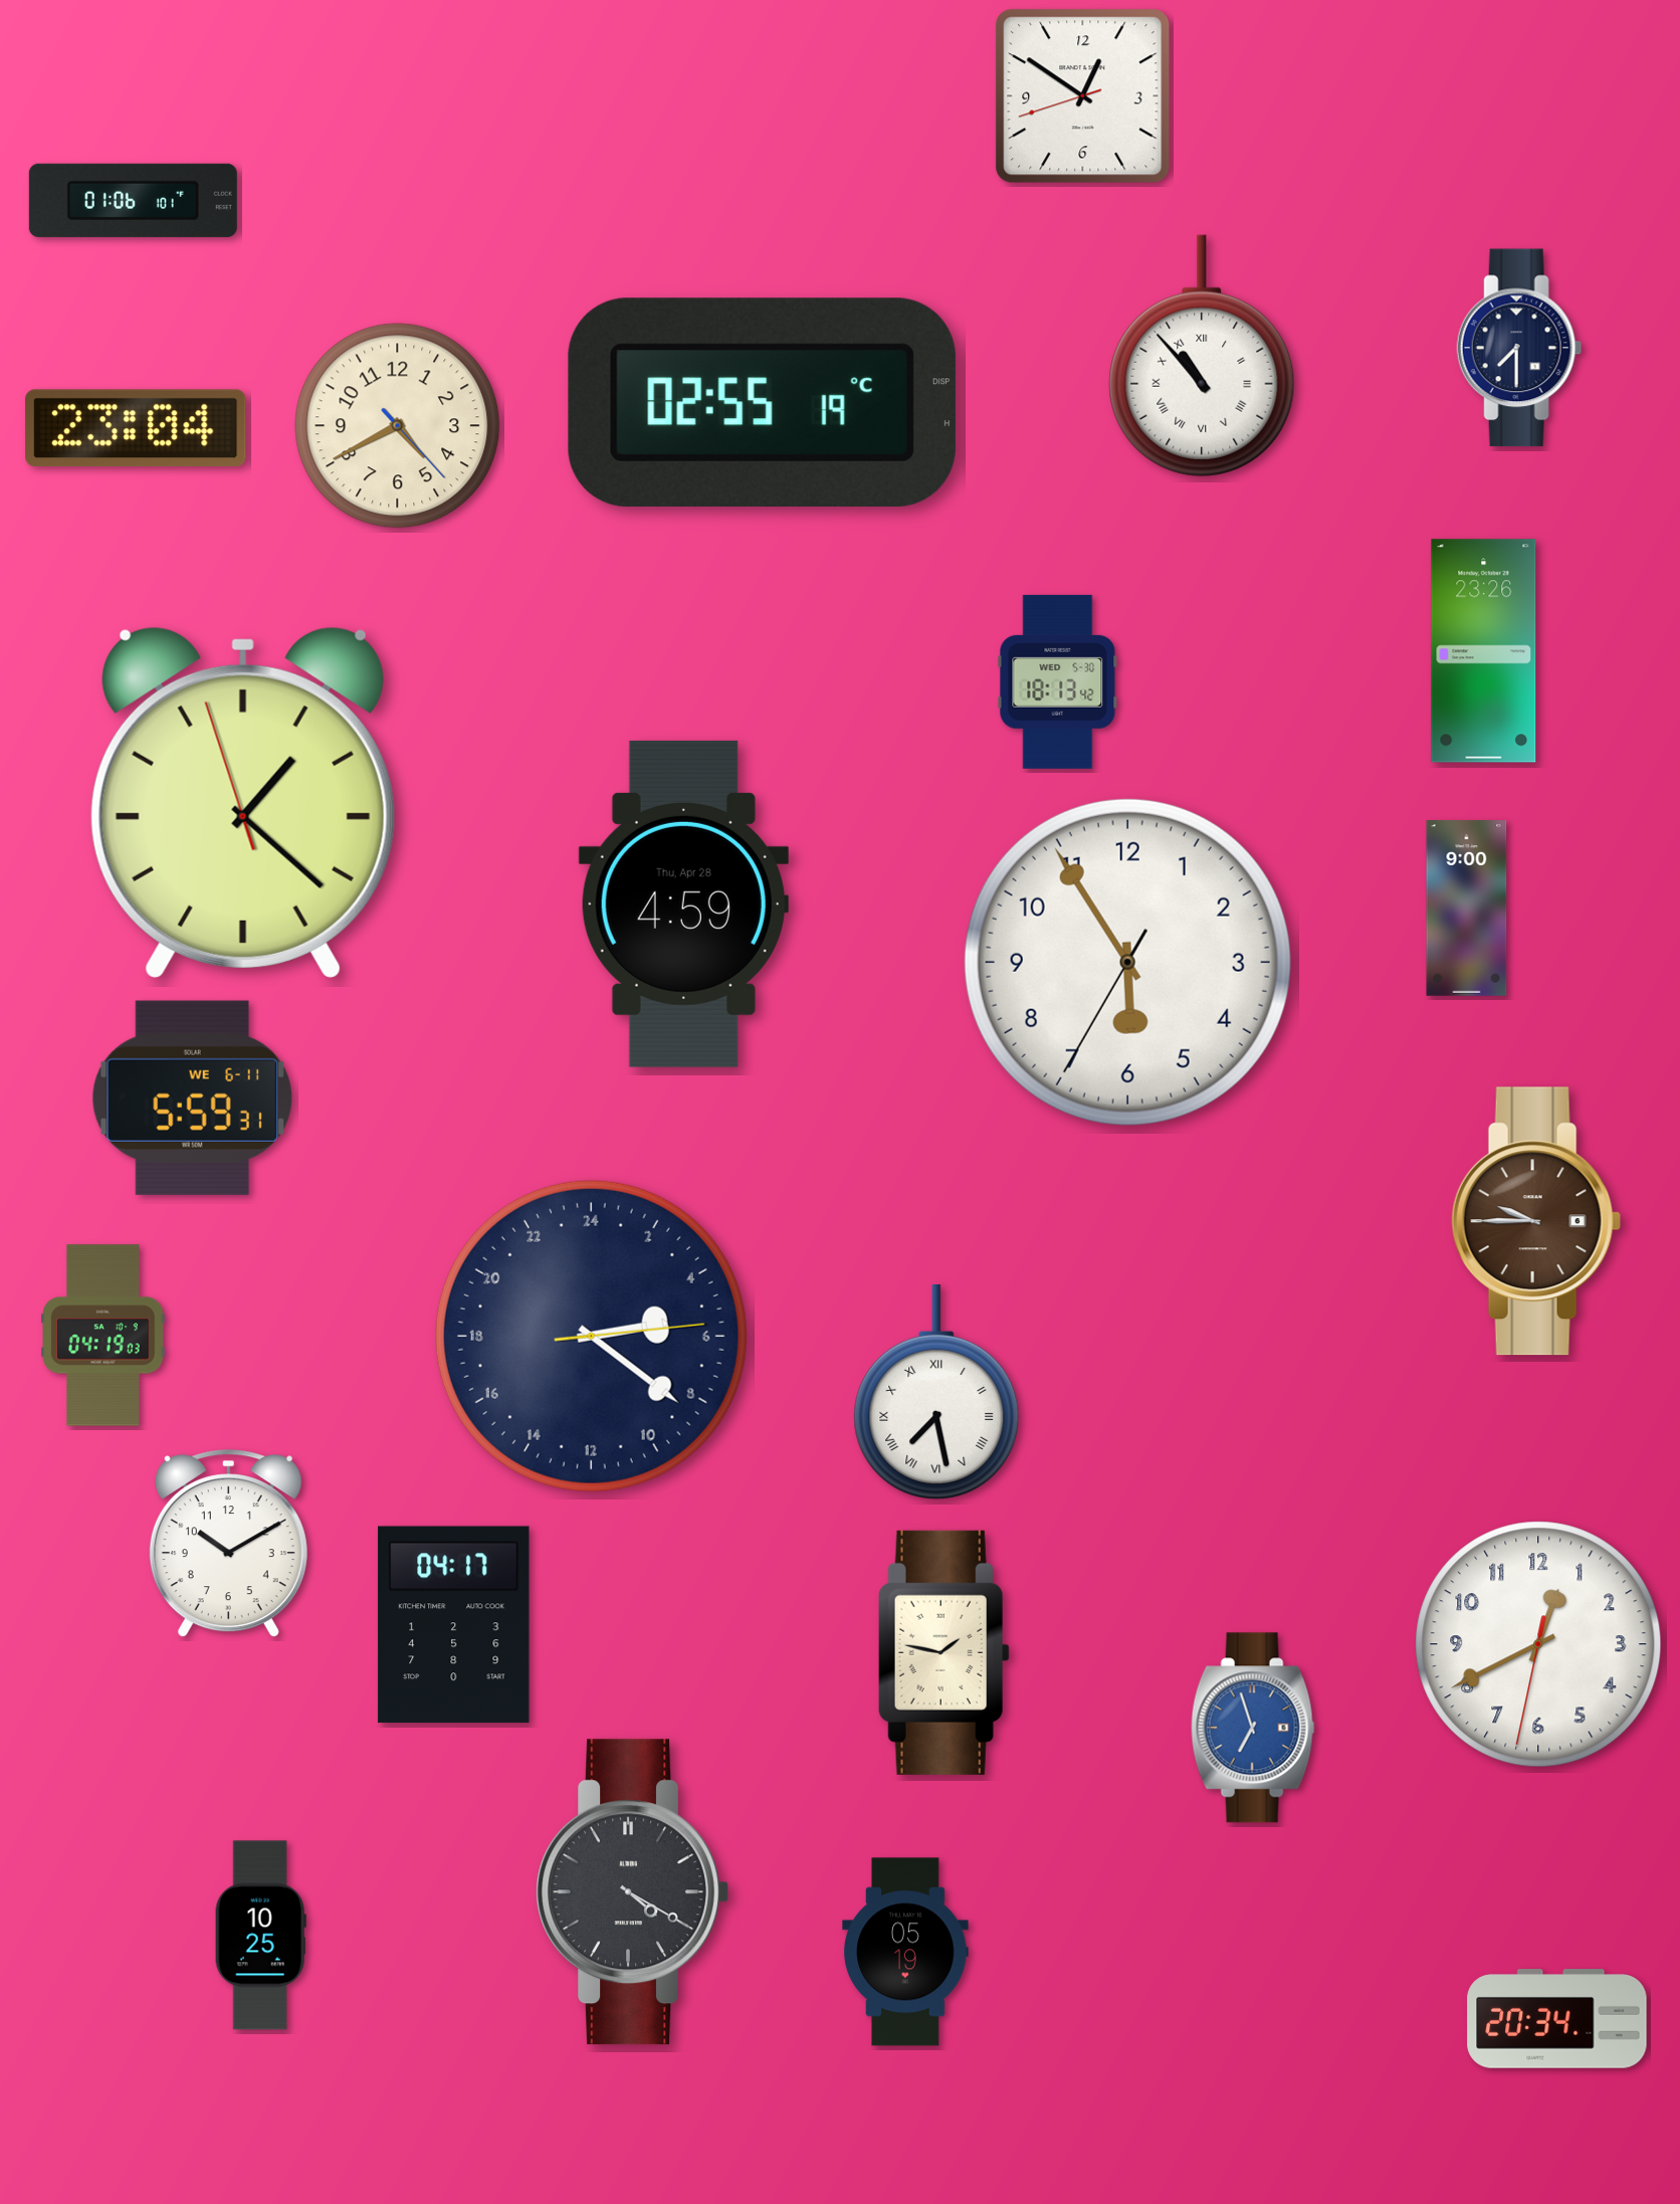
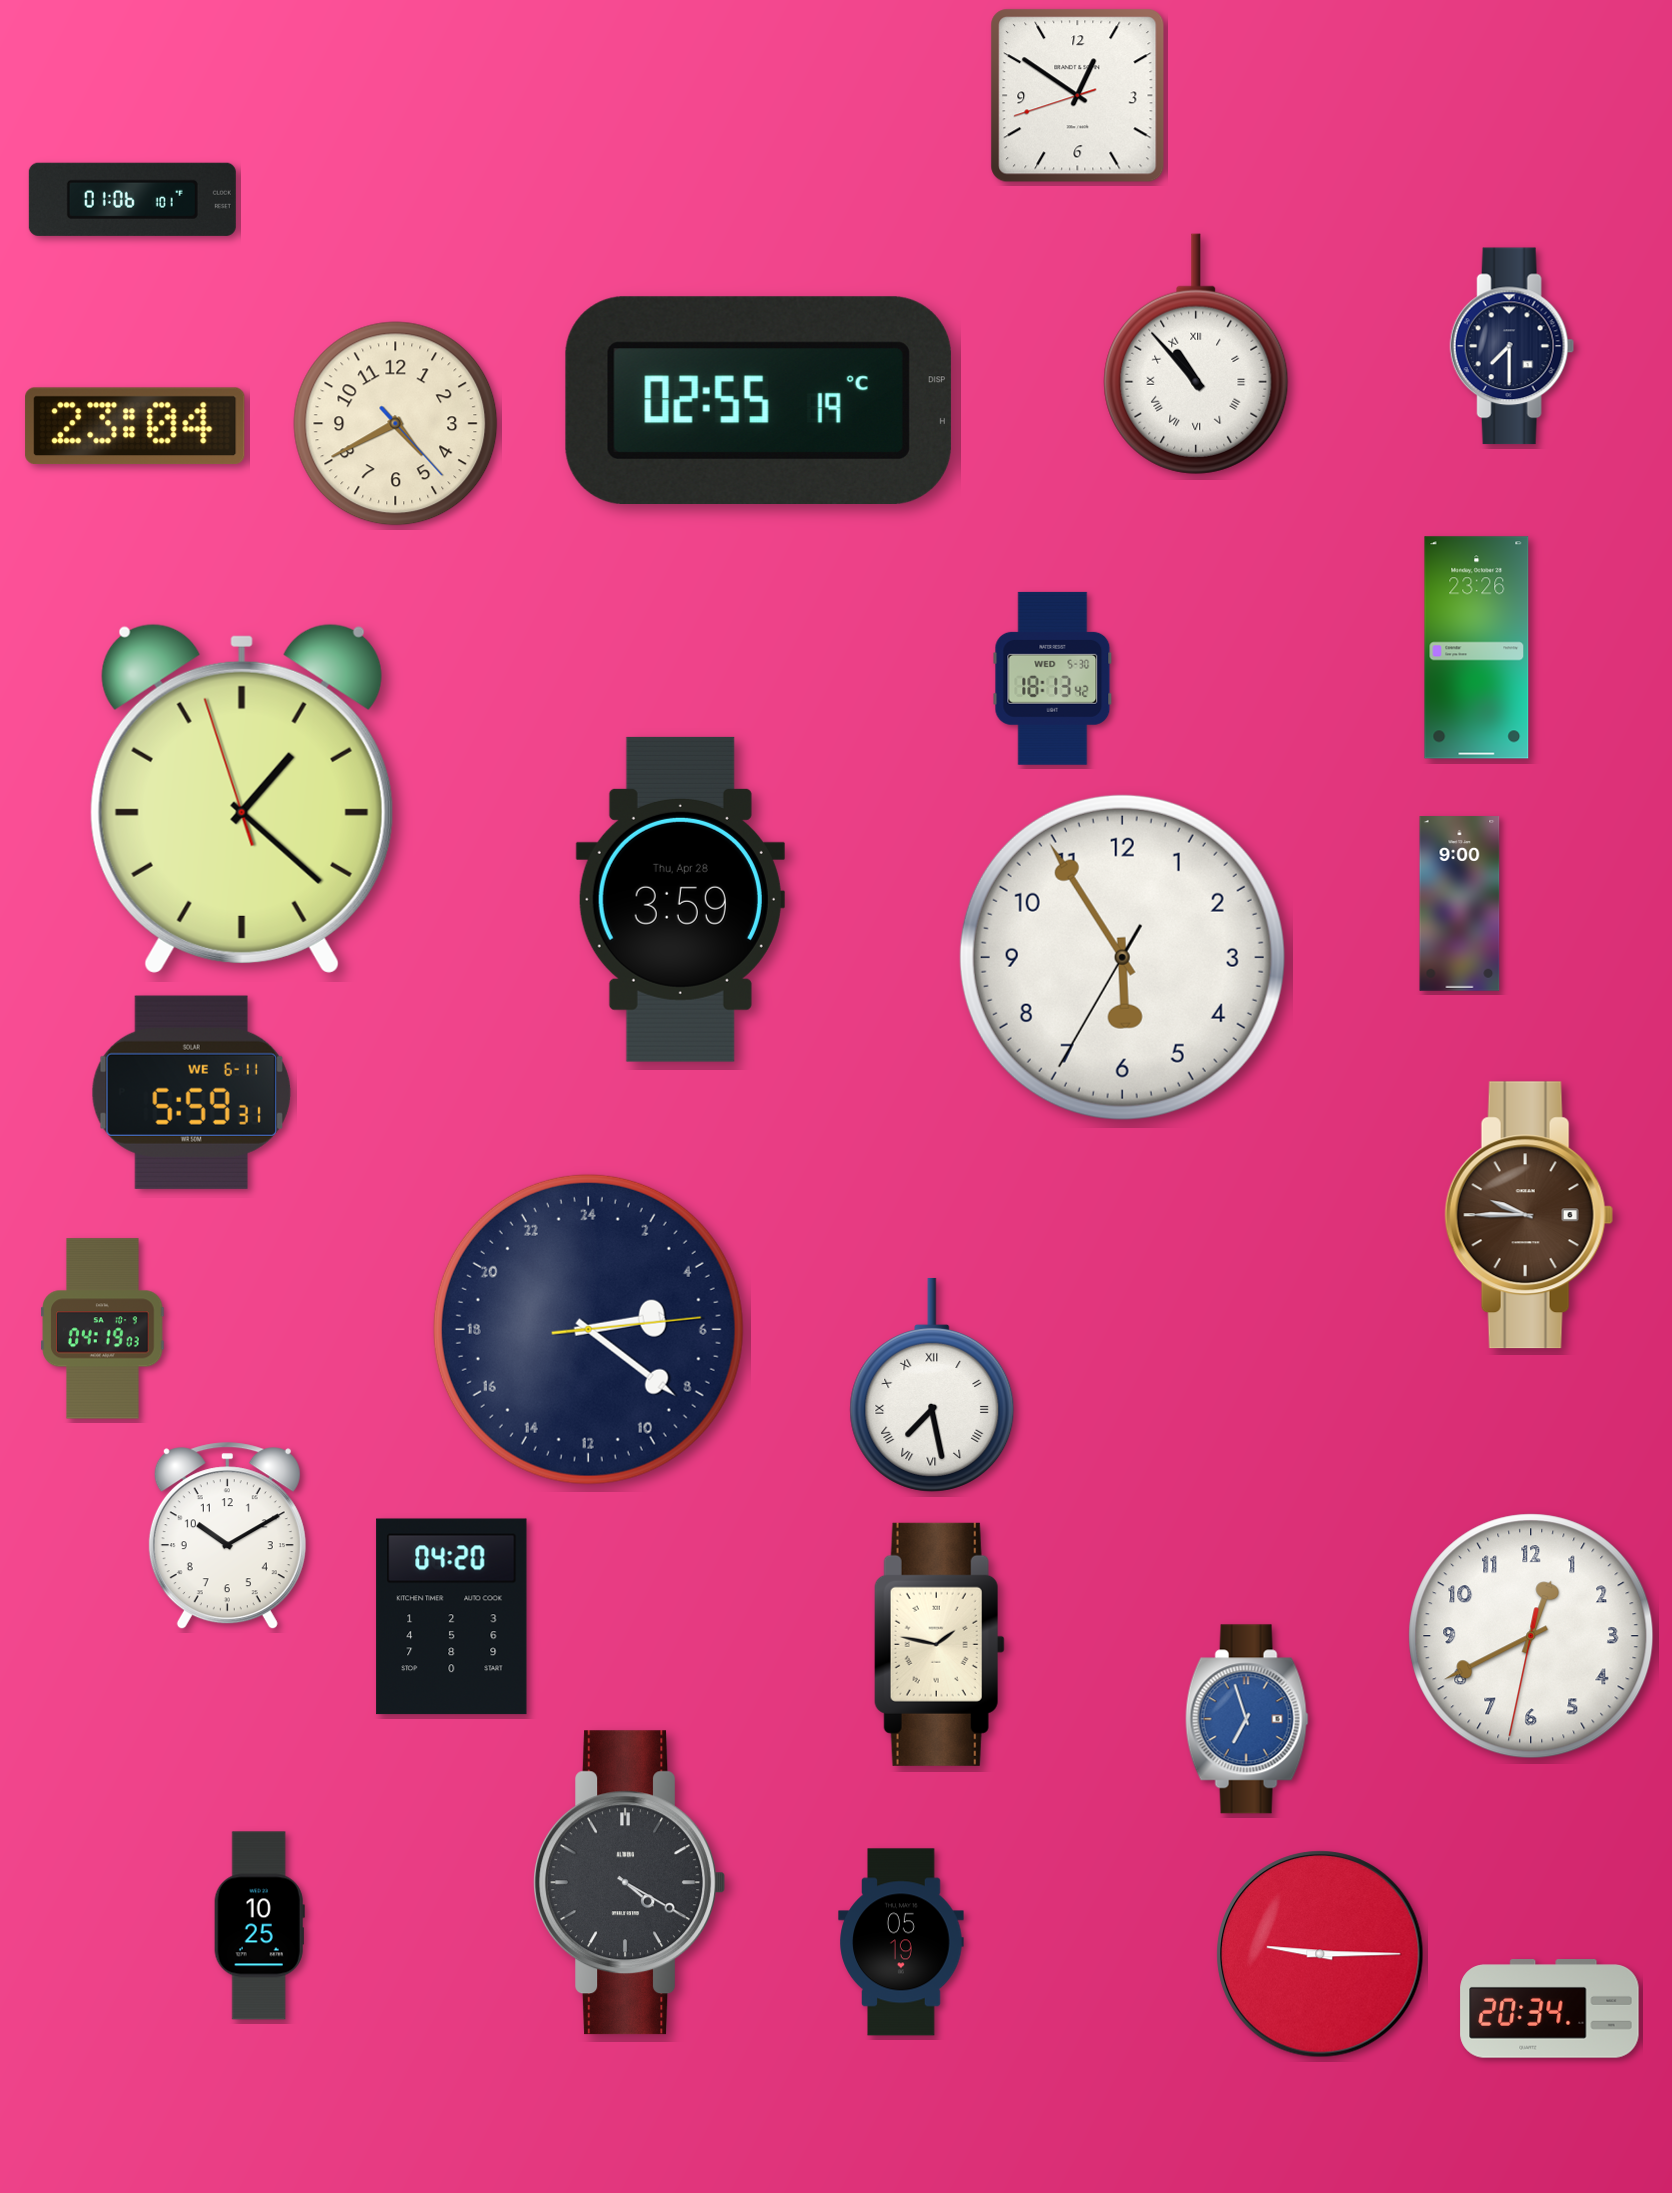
clock at (683, 904): 4:59 -> 3:59
clock at (454, 1625): 04:17 -> 04:20
clock at (1320, 1954): none -> 9:15
